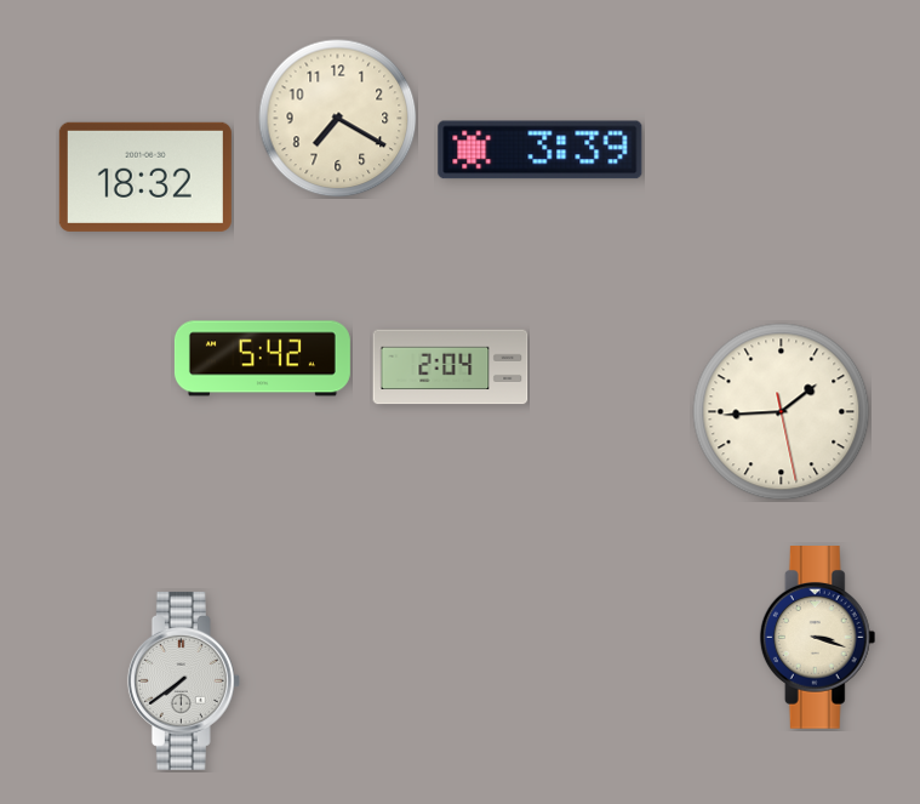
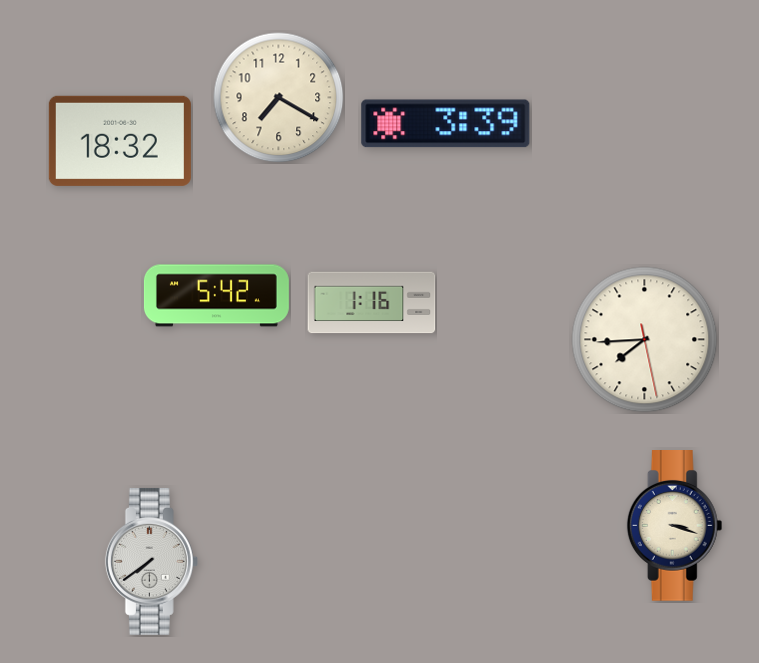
clock at (145, 177) position: (145, 177) -> (120, 141)
clock at (451, 367): 2:04 -> 1:16
clock at (782, 412): 1:44 -> 7:44
